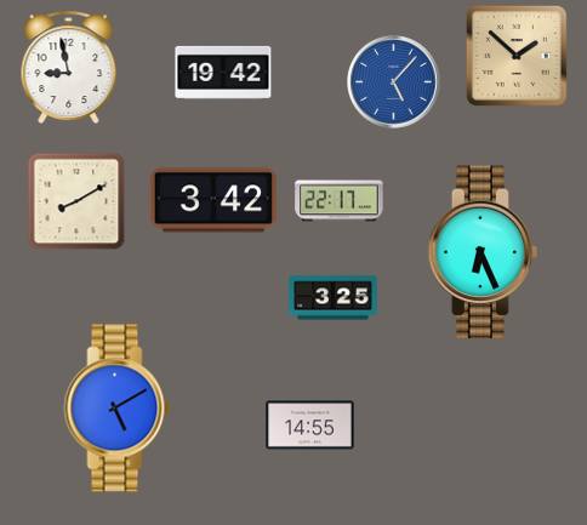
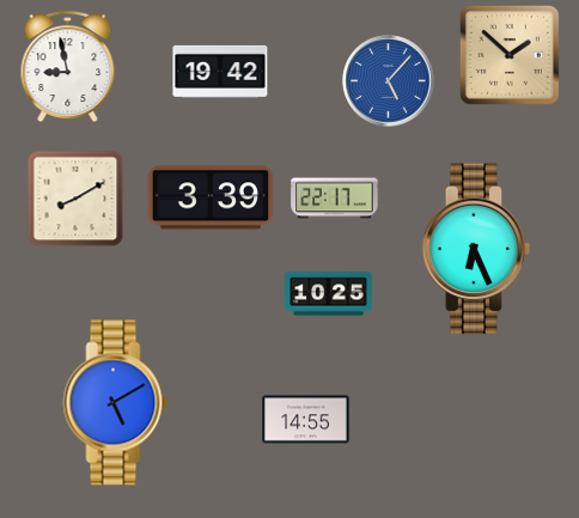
clock at (213, 200): 3:42 -> 3:39
clock at (334, 298): 3:25 -> 10:25
